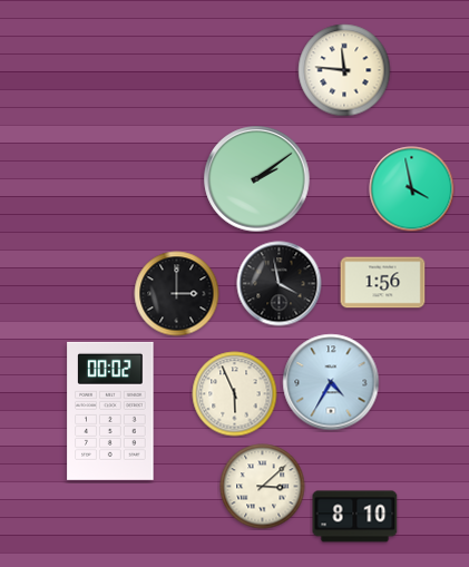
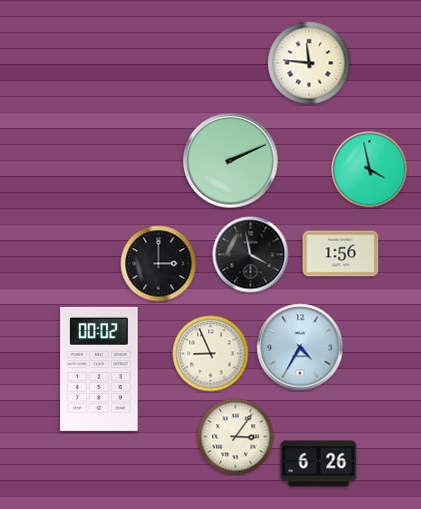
clock at (257, 179): 2:09 -> 2:11
clock at (383, 283) position: (383, 283) -> (341, 254)
clock at (331, 382) position: (331, 382) -> (300, 347)
clock at (235, 394): 5:56 -> 8:56
clock at (263, 487): 3:08 -> 3:06
clock at (355, 517): 8:10 -> 6:26
